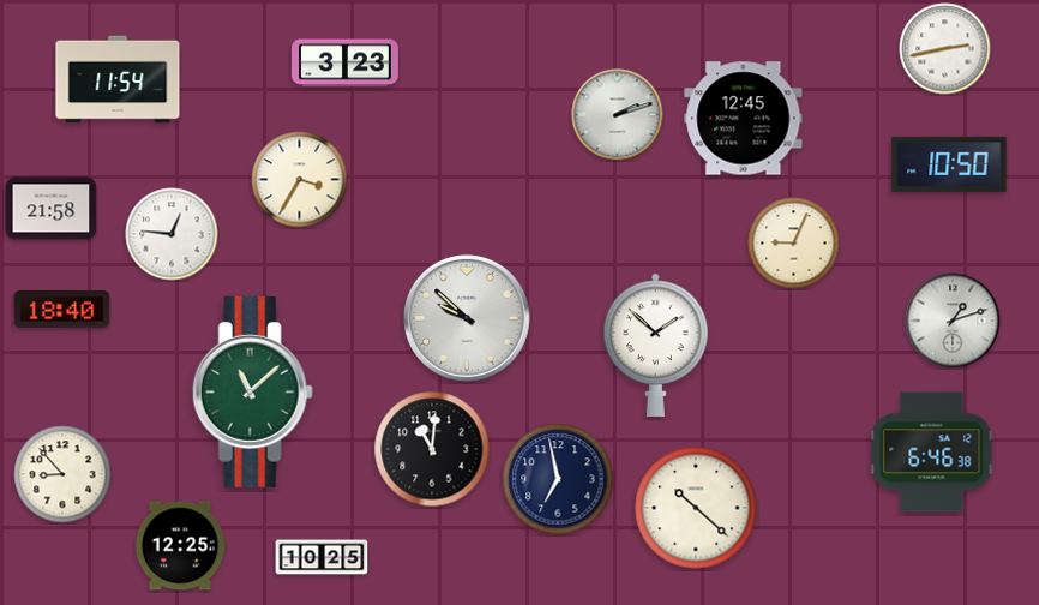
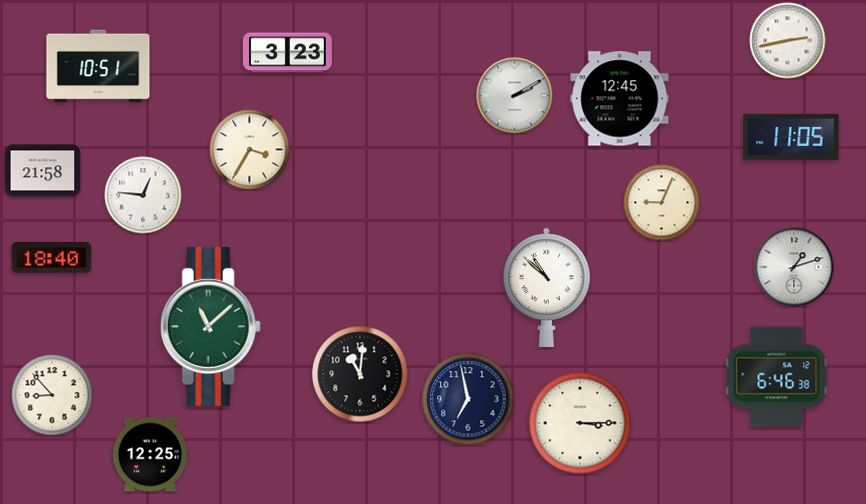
clock at (118, 79): 11:54 -> 10:51
clock at (618, 115): 2:12 -> 2:10
clock at (949, 164): 10:50 -> 11:05
clock at (52, 209) position: (52, 209) -> (43, 171)
clock at (467, 318): 9:52 -> none
clock at (656, 345): 1:52 -> 10:52
clock at (558, 479) position: (558, 479) -> (468, 399)
clock at (696, 508): 10:22 -> 3:15
clock at (322, 557): 10:25 -> none
